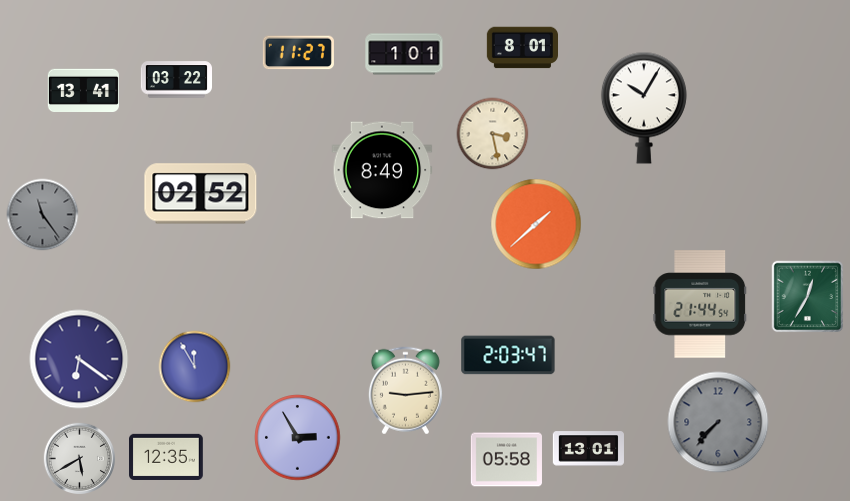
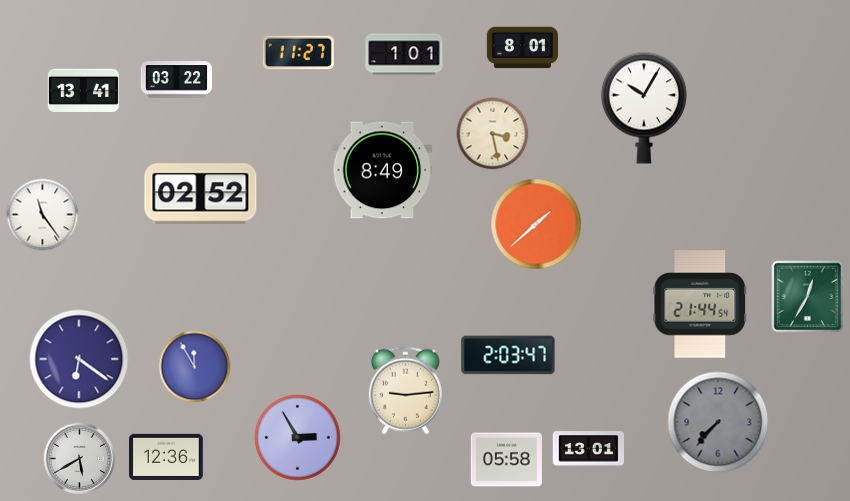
clock at (43, 215) dial: grey -> white
clock at (167, 456): 12:35 -> 12:36
